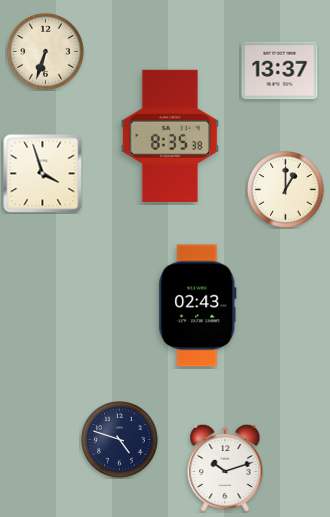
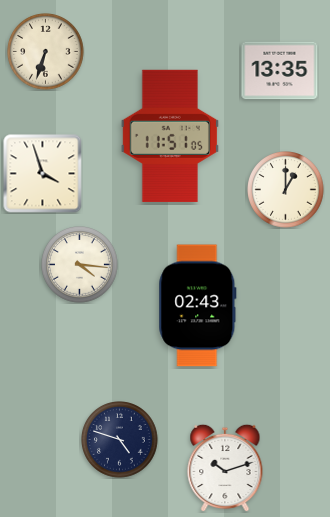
clock at (280, 71): 13:37 -> 13:35
clock at (170, 136): 8:35 -> 11:51
clock at (80, 265): none -> 4:16
